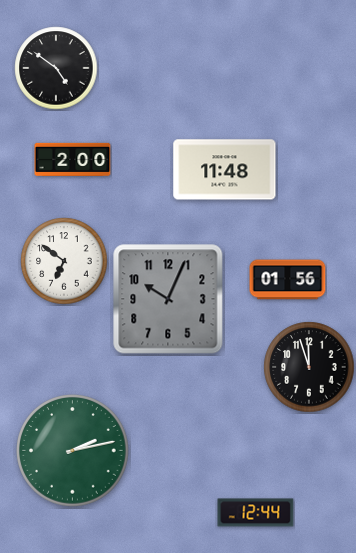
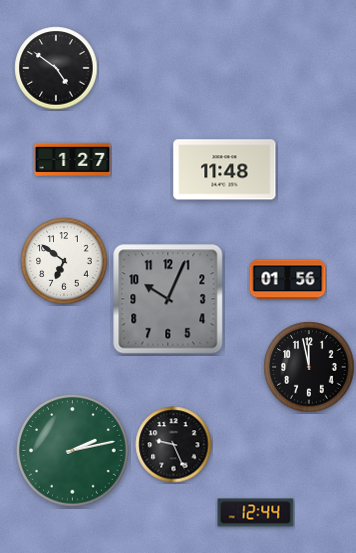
clock at (73, 159): 2:00 -> 1:27
clock at (309, 367): 11:57 -> 11:58
clock at (174, 445): none -> 9:26
